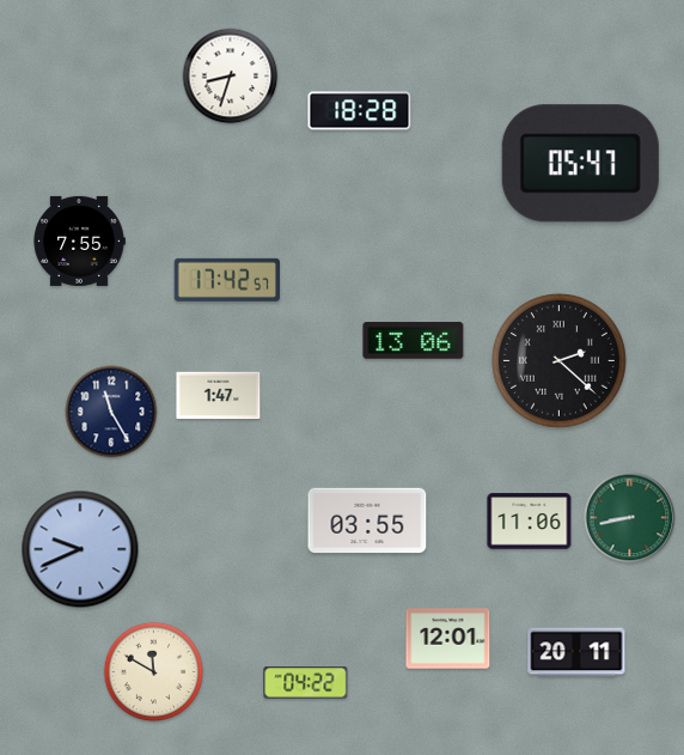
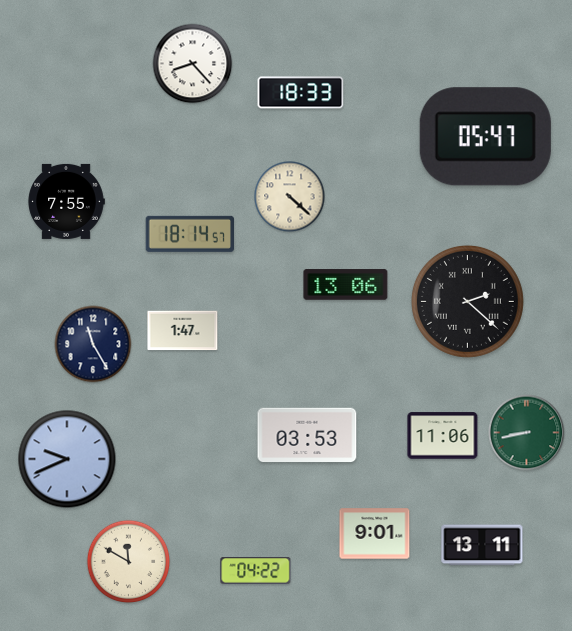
clock at (231, 77): 8:33 -> 8:23
clock at (360, 111): 18:28 -> 18:33
clock at (290, 197): none -> 4:22
clock at (226, 280): 17:42 -> 18:14
clock at (367, 520): 03:55 -> 03:53
clock at (448, 639): 12:01 -> 9:01
clock at (576, 652): 20:11 -> 13:11
